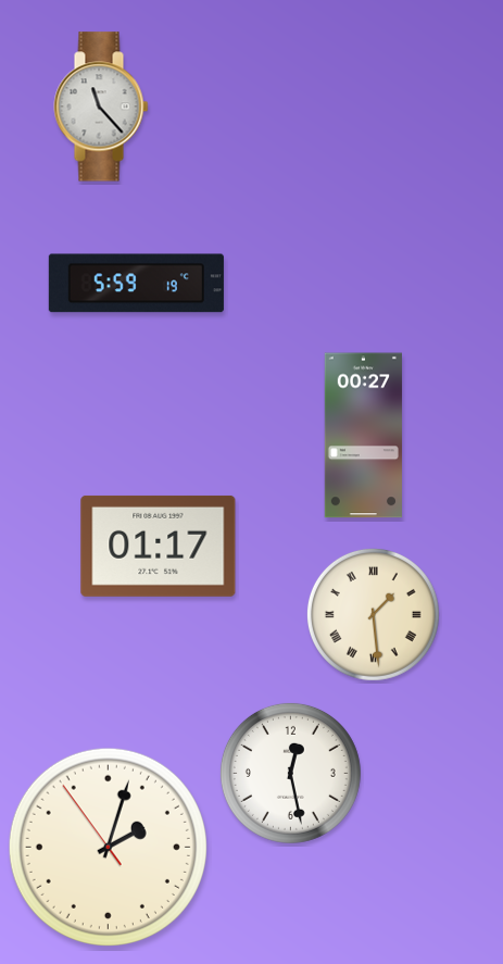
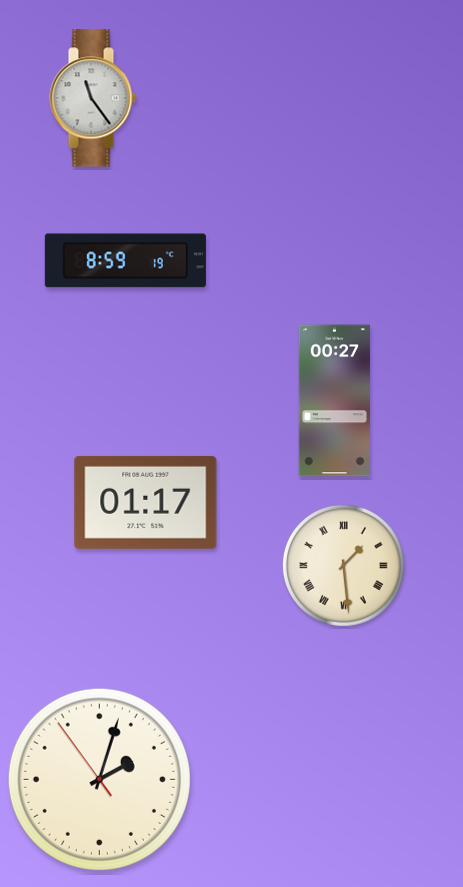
clock at (101, 107): 11:23 -> 11:24
clock at (136, 284): 5:59 -> 8:59
clock at (290, 773): 12:28 -> none
